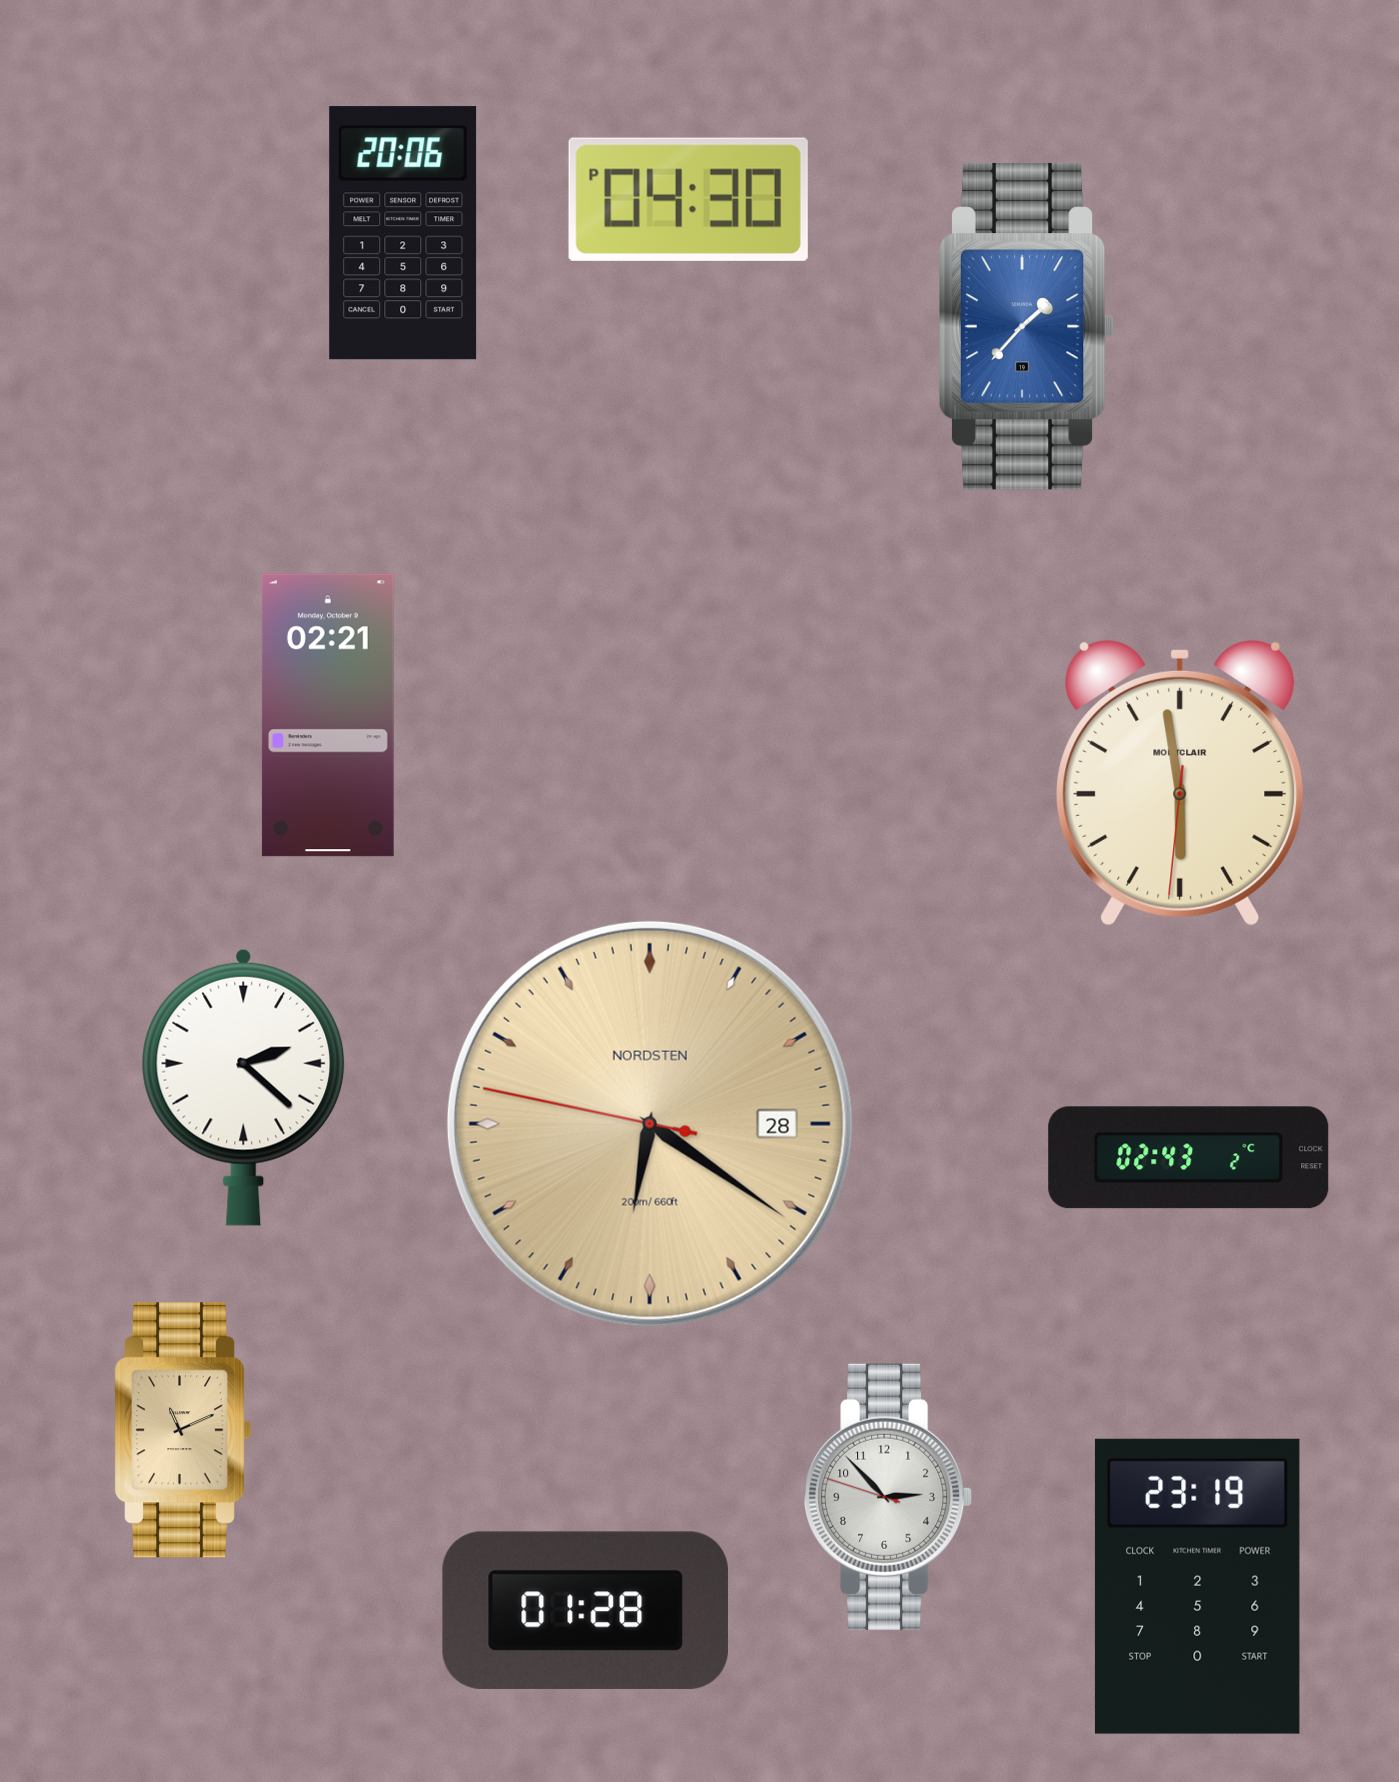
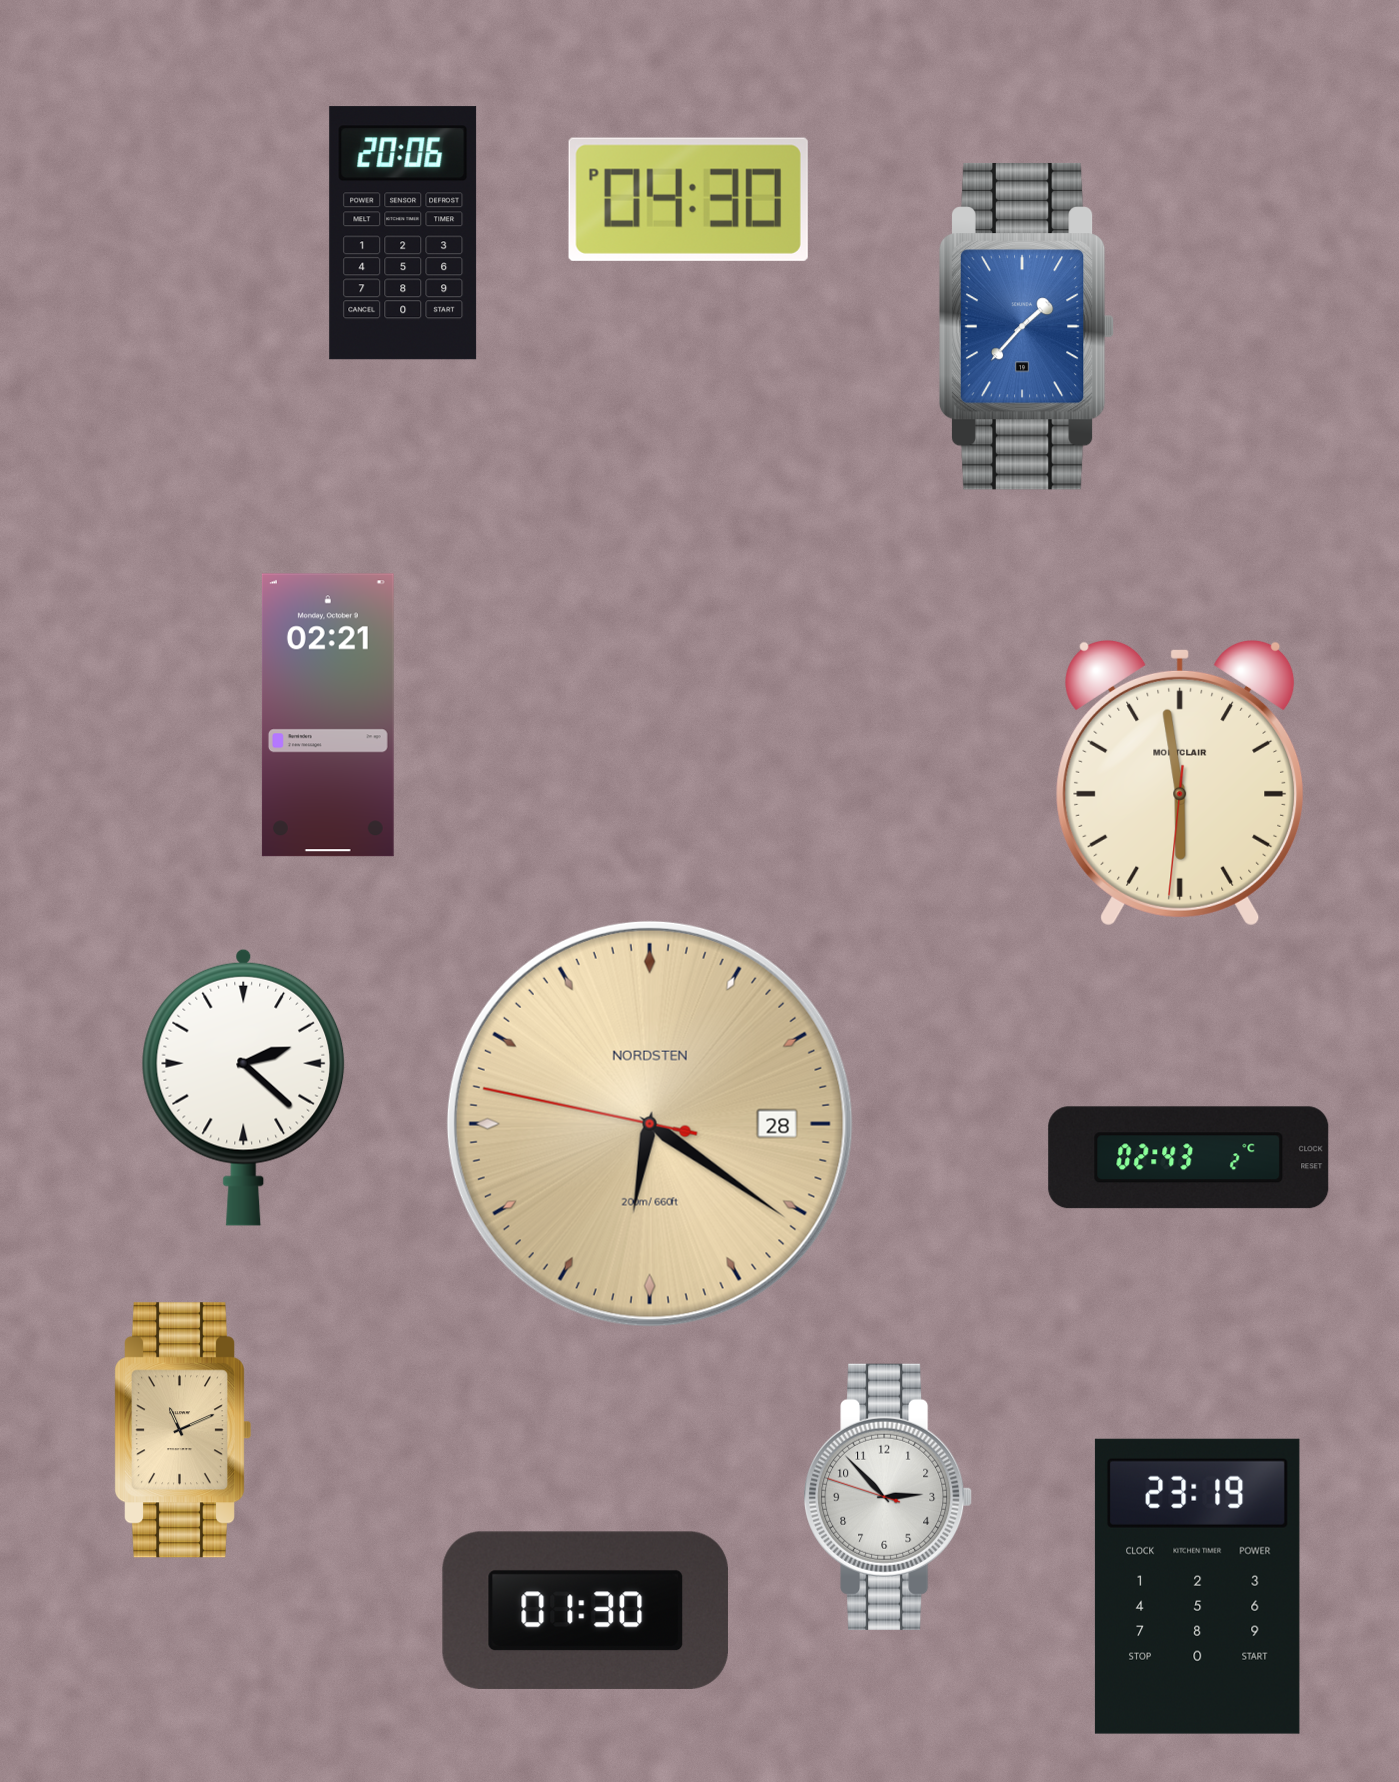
clock at (585, 1610): 01:28 -> 01:30
